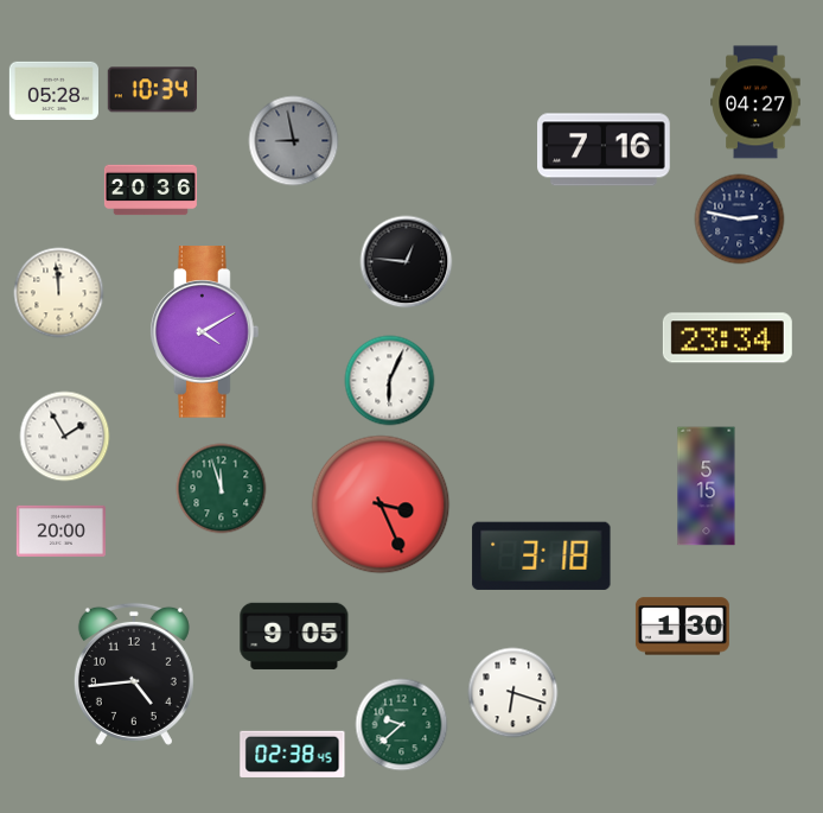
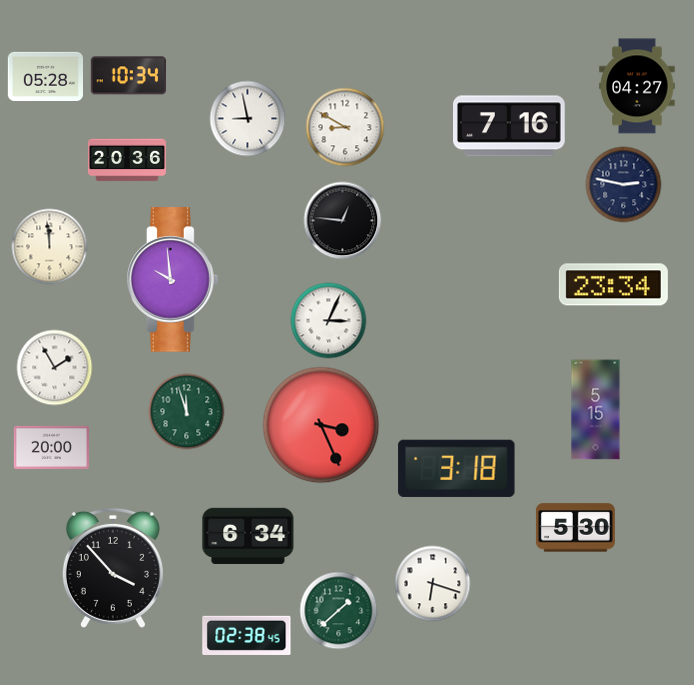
clock at (294, 141) dial: grey -> white
clock at (345, 127): none -> 8:50
clock at (205, 332): 4:10 -> 9:59
clock at (390, 381): 6:04 -> 3:04
clock at (682, 627): 1:30 -> 5:30
clock at (294, 636): 9:05 -> 6:34
clock at (134, 674): 4:44 -> 3:53
clock at (402, 725): 9:38 -> 1:38
